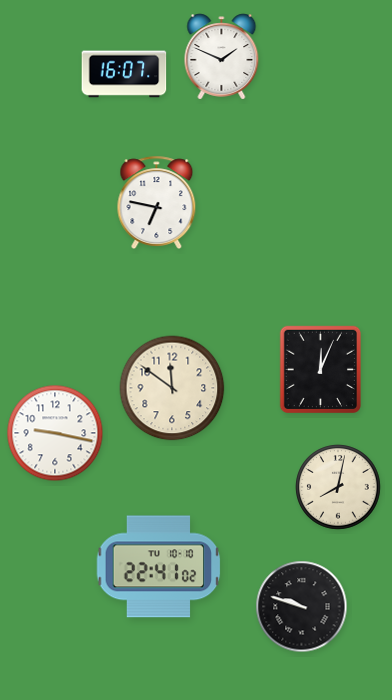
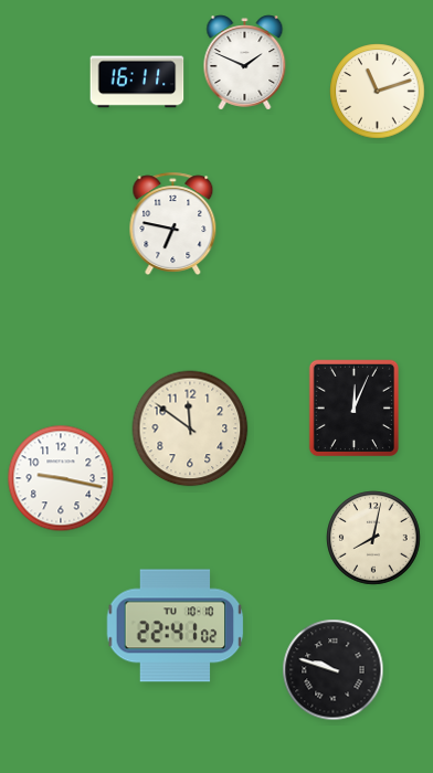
clock at (124, 74): 16:07 -> 16:11
clock at (378, 92): none -> 11:12
